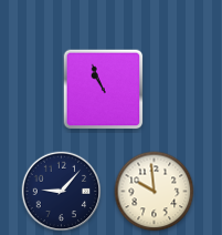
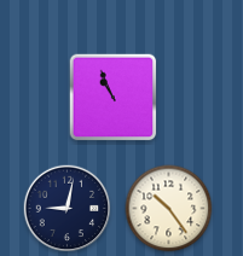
clock at (62, 192): 9:07 -> 9:02
clock at (155, 192): 9:59 -> 10:24
